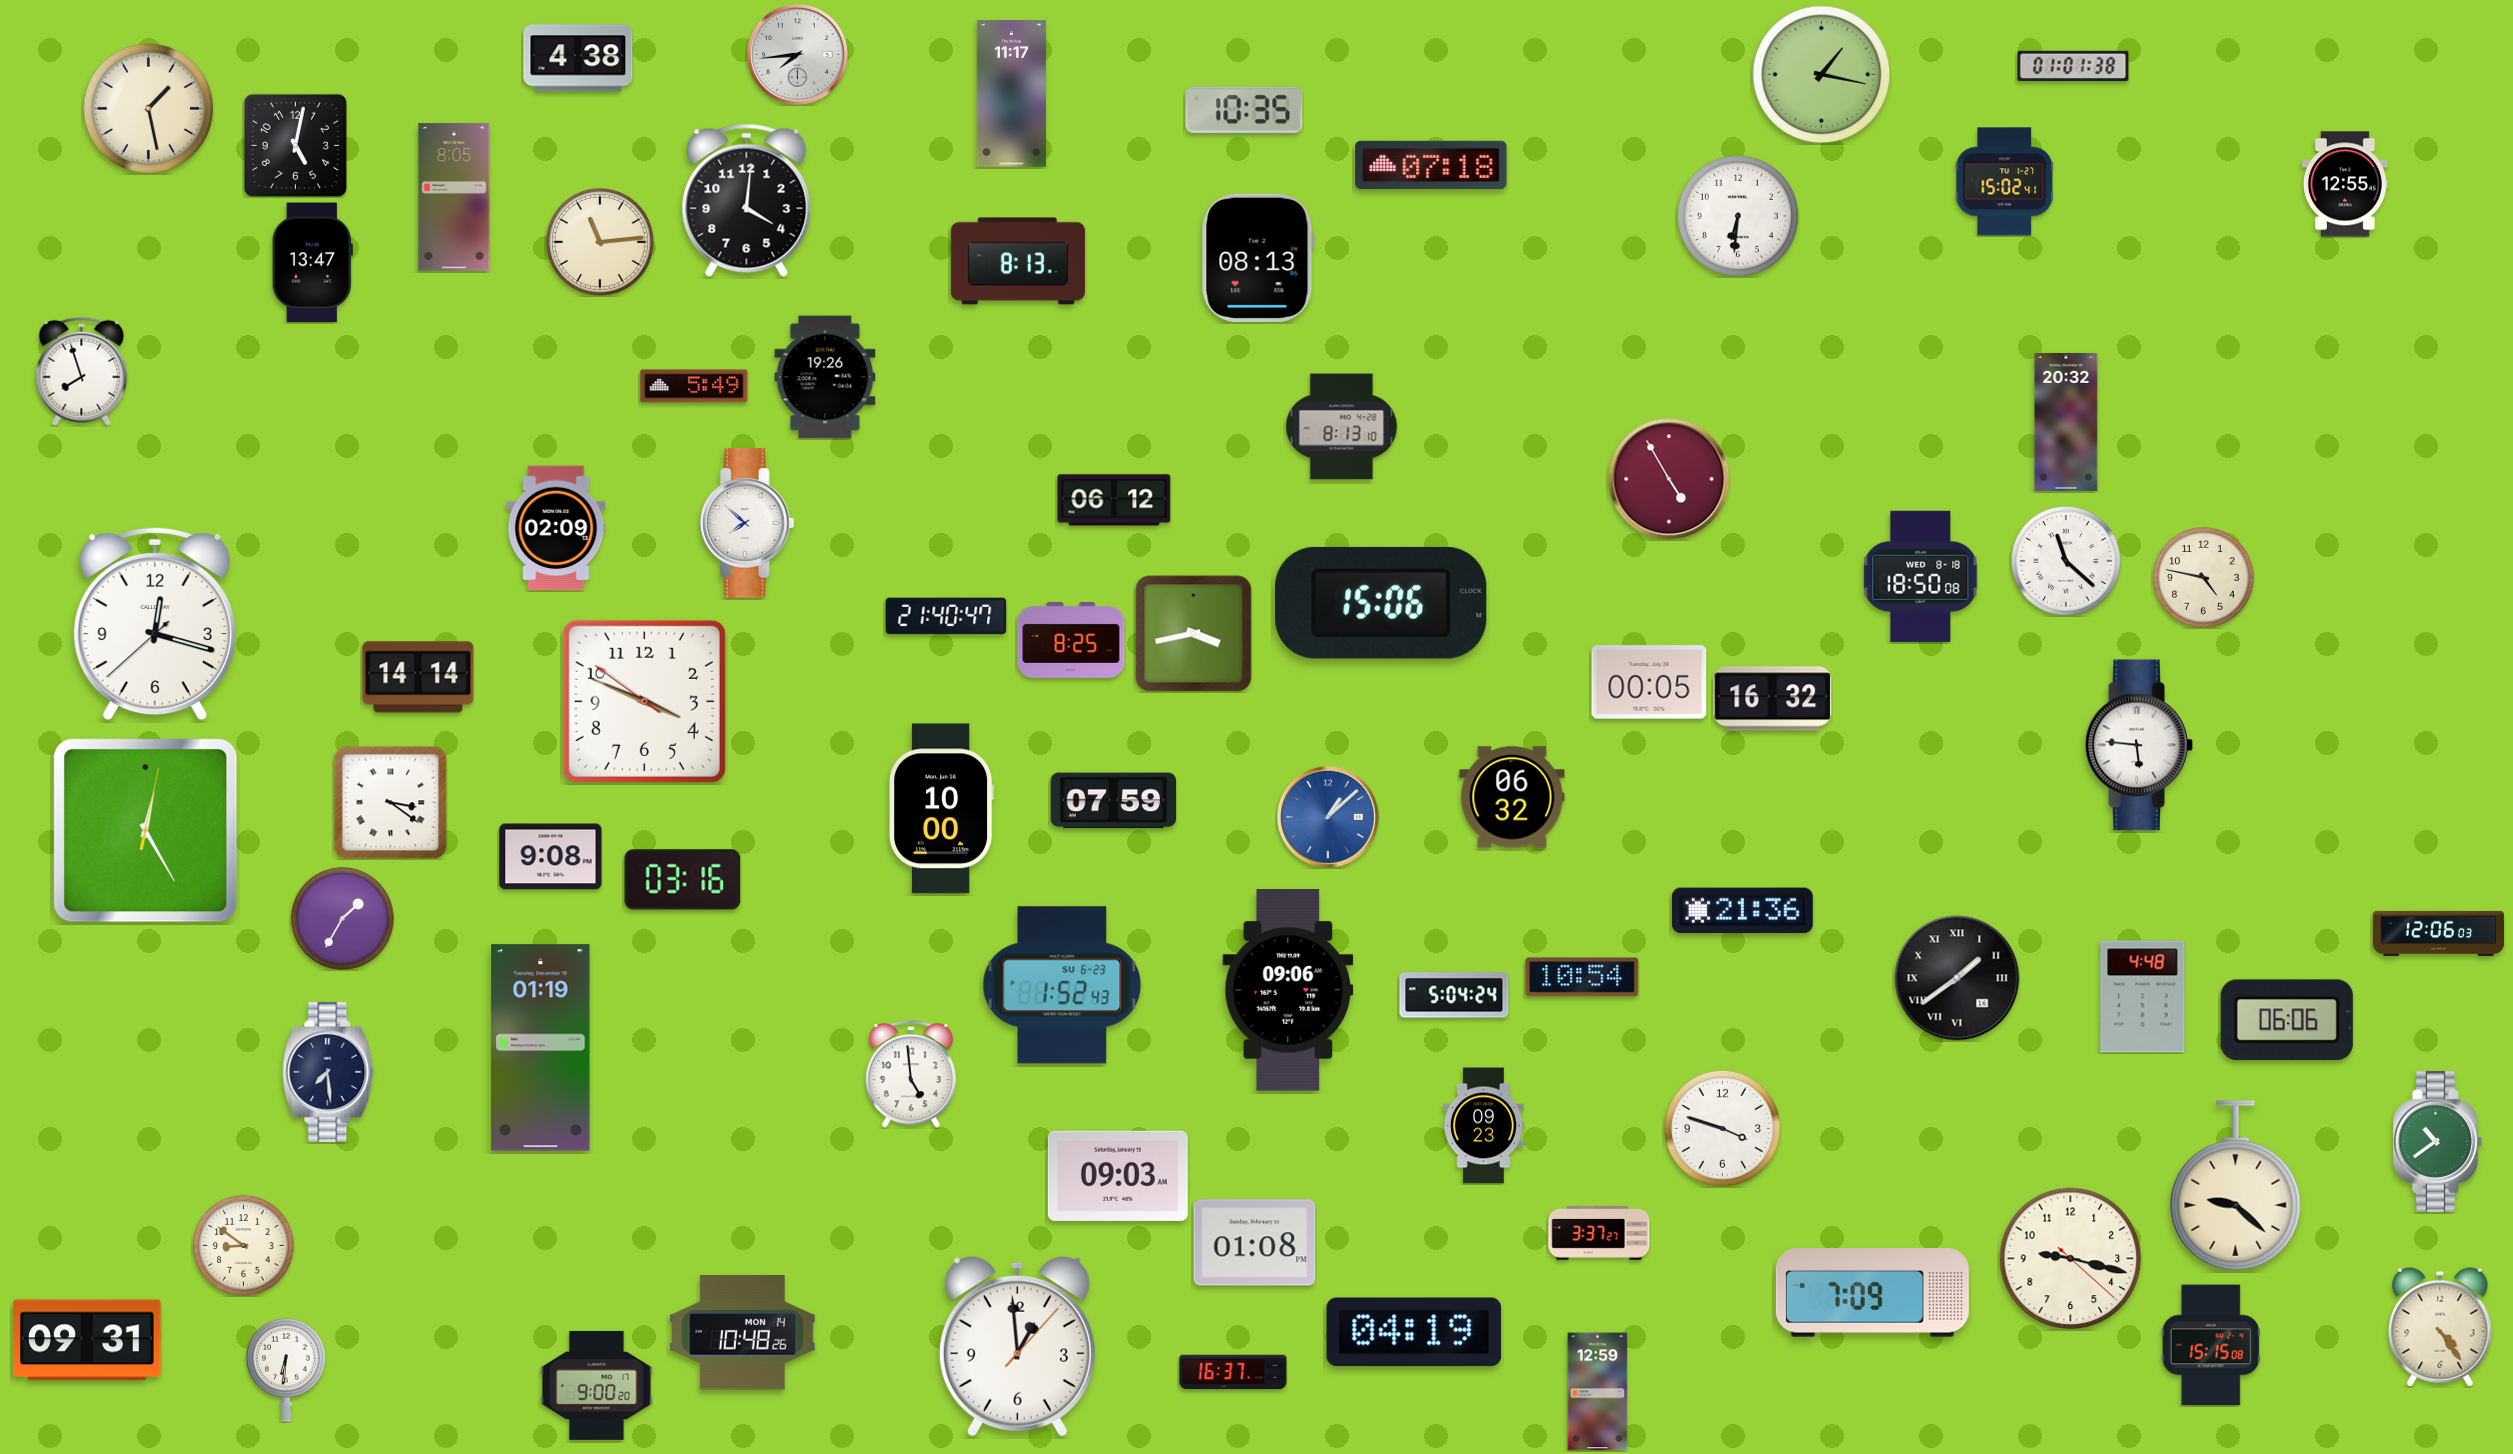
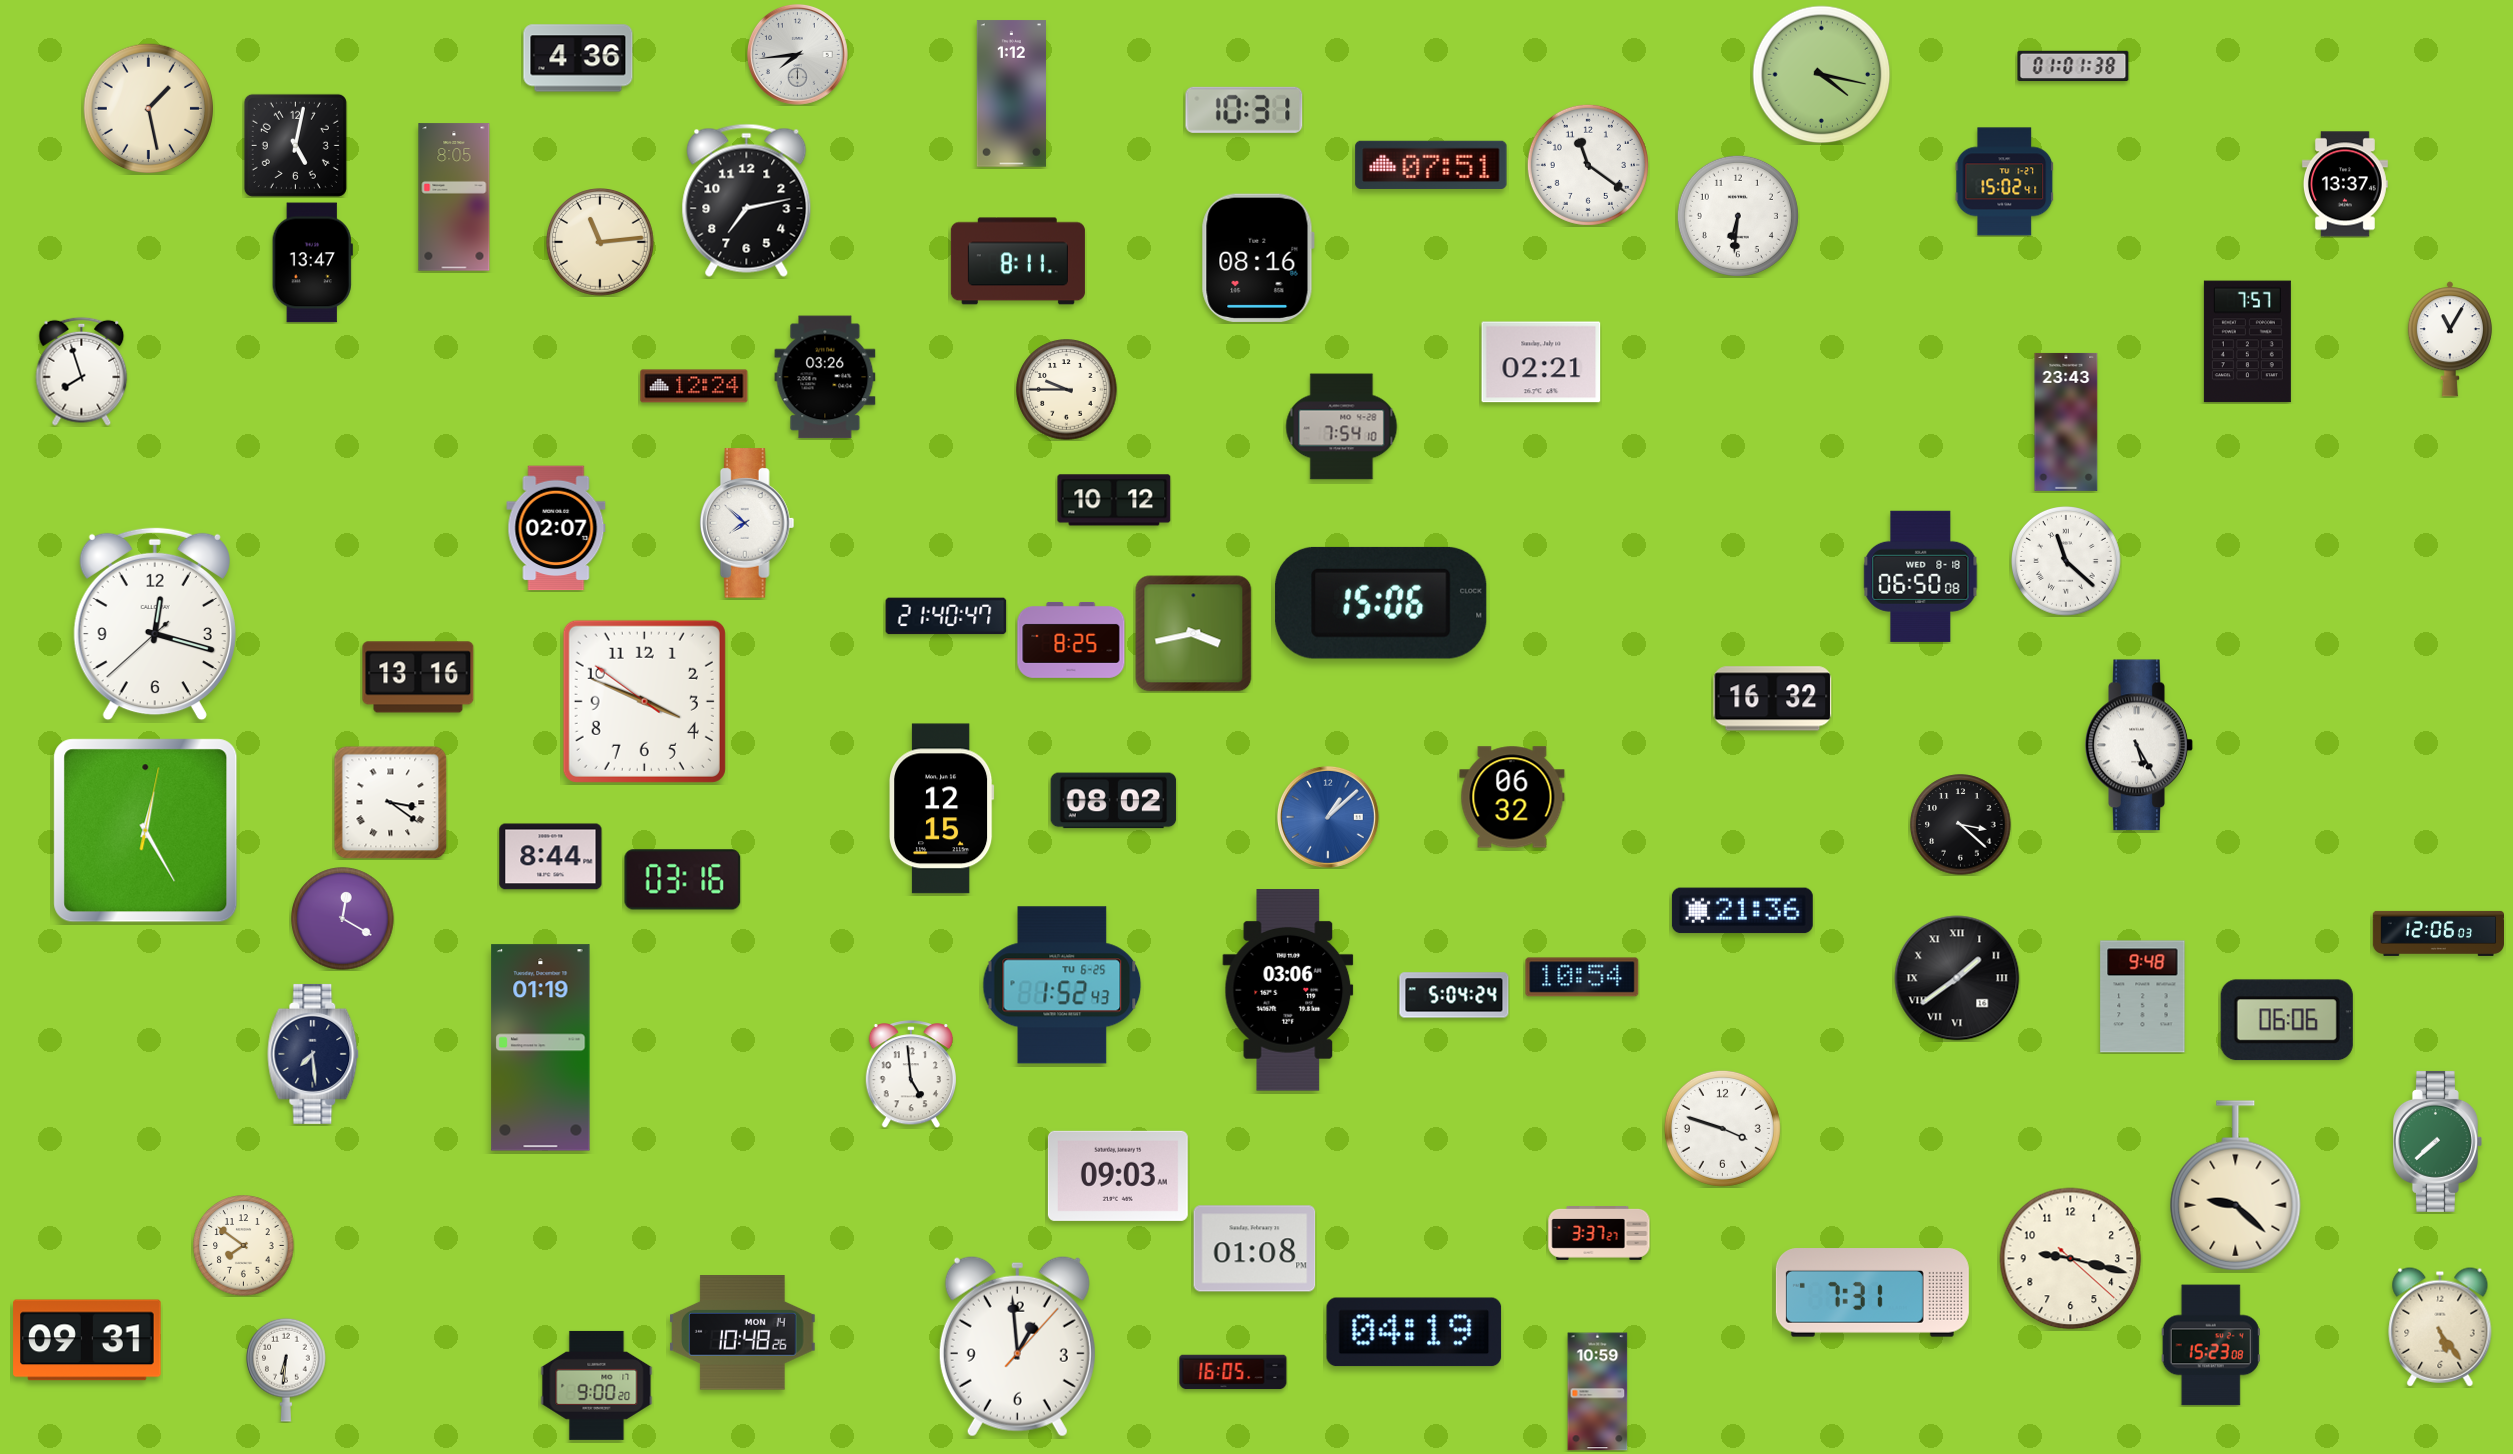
clock at (578, 58): 4:38 -> 4:36
clock at (1822, 75): 1:17 -> 4:17
clock at (1011, 94): 11:17 -> 1:12
clock at (1244, 110): 10:35 -> 10:31
clock at (1431, 165): 07:18 -> 07:51
clock at (1588, 165): none -> 11:21
clock at (2345, 184): 12:55 -> 13:37
clock at (747, 200): 4:01 -> 7:13
clock at (1258, 258): 08:13 -> 08:16
clock at (1018, 261): 8:13 -> 8:11
clock at (2450, 339): none -> 11:05
clock at (2247, 342): none -> 7:57
clock at (1541, 362): none -> 02:21
clock at (825, 377): 19:26 -> 03:26
clock at (694, 386): 5:49 -> 12:24
clock at (1067, 390): none -> 9:45
clock at (2066, 422): 20:32 -> 23:43
clock at (1342, 427): 8:13 -> 7:54
clock at (1669, 479): 4:55 -> none
clock at (1114, 500): 06:12 -> 10:12
clock at (556, 528): 02:09 -> 02:07
clock at (1921, 576): 18:50 -> 06:50
clock at (2204, 578): 4:47 -> none
clock at (418, 677): 14:14 -> 13:16
clock at (1649, 682): 00:05 -> none
clock at (2139, 745): 5:46 -> 5:25
clock at (1114, 801): 07:59 -> 08:02
clock at (942, 809): 10:00 -> 12:15
clock at (1961, 825): none -> 3:22
clock at (551, 857): 9:08 -> 8:44
clock at (343, 919): 1:35 -> 12:20
clock at (1062, 985) date: SU 6-23 -> TU 6-25
clock at (1288, 990): 09:06 -> 03:06
clock at (2143, 997): 4:48 -> 9:48
clock at (328, 1072) position: (328, 1072) -> (313, 1054)
clock at (1484, 1126): 09:23 -> none
clock at (2438, 1141): 10:39 -> 7:38
clock at (1255, 1243) position: (1255, 1243) -> (1255, 1249)
clock at (244, 1246): 8:51 -> 7:51
clock at (1872, 1293): 7:09 -> 7:31
clock at (2440, 1327): 4:24 -> 5:24
clock at (2211, 1345): 15:15 -> 15:23
clock at (1233, 1372): 16:37 -> 16:05
clock at (1598, 1392): 12:59 -> 10:59
